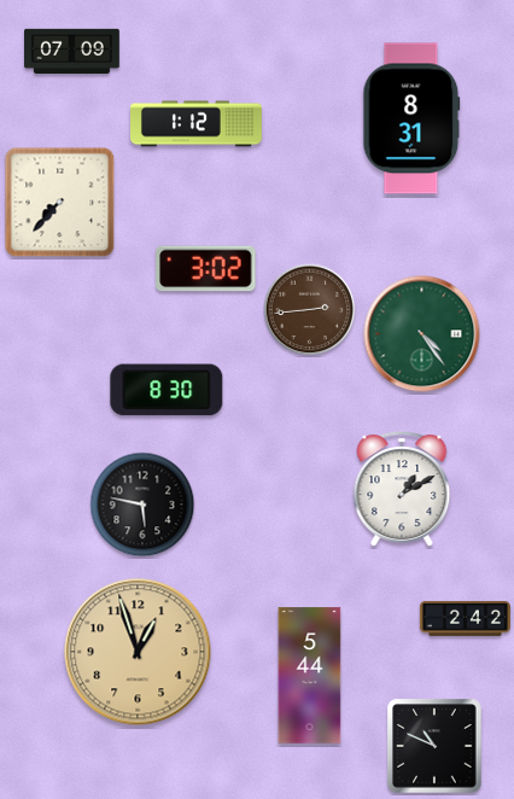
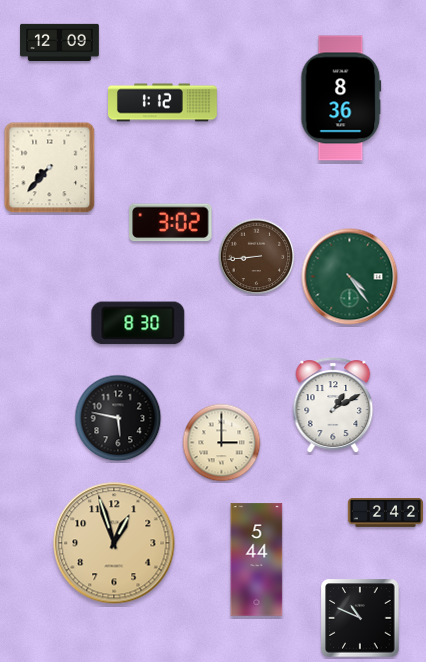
clock at (72, 52): 07:09 -> 12:09
clock at (411, 118): 8:31 -> 8:36
clock at (310, 310): 2:44 -> 8:44
clock at (222, 443): none -> 3:00
clock at (138, 652) position: (138, 652) -> (114, 543)
